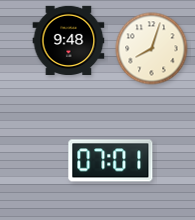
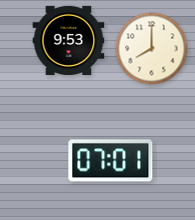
clock at (69, 40): 9:48 -> 9:53
clock at (152, 49): 8:03 -> 8:00
